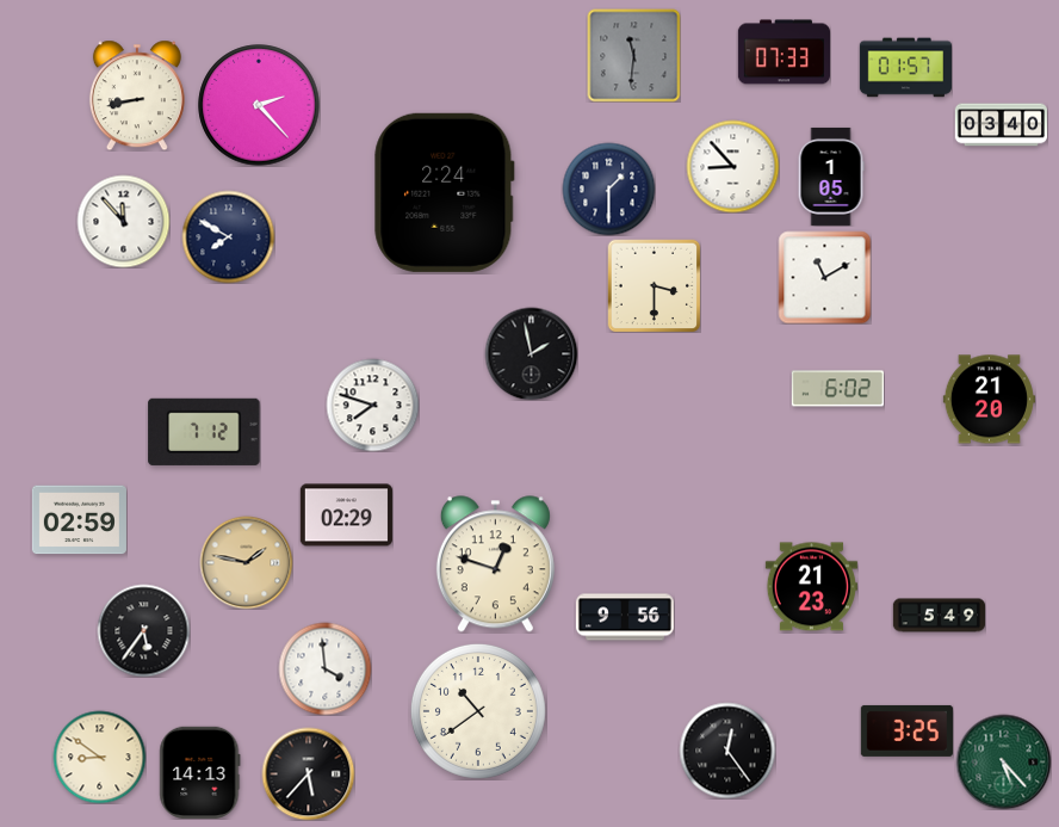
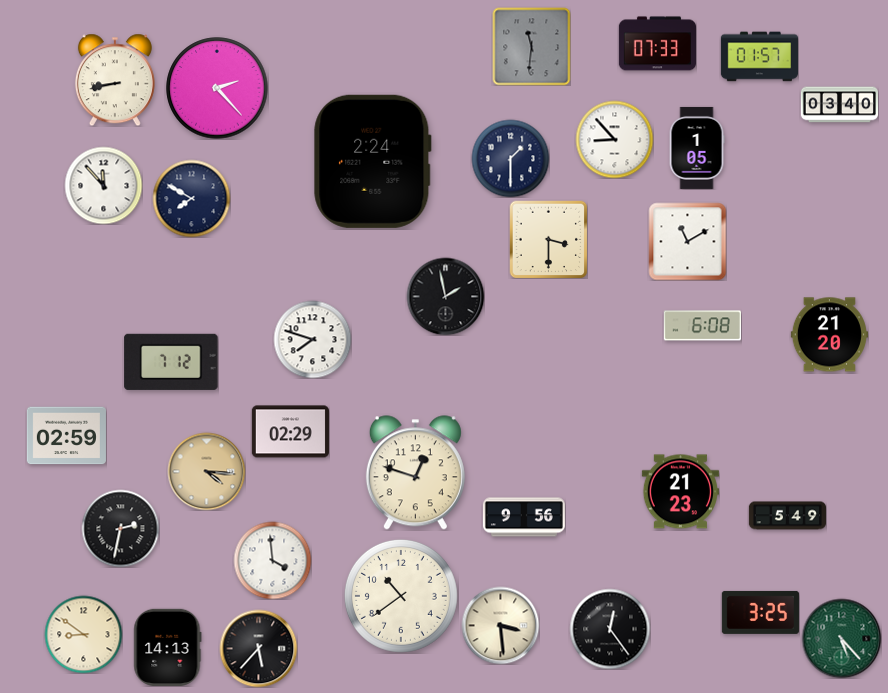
clock at (824, 277) position: (824, 277) -> (687, 241)
clock at (837, 389): 6:02 -> 6:08
clock at (246, 562): 1:47 -> 4:16
clock at (143, 630): 5:36 -> 2:32
clock at (500, 625): none -> 3:29
